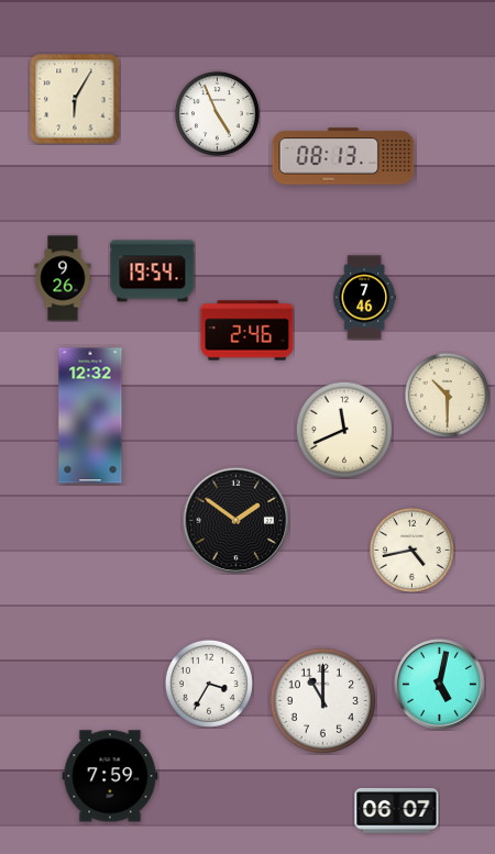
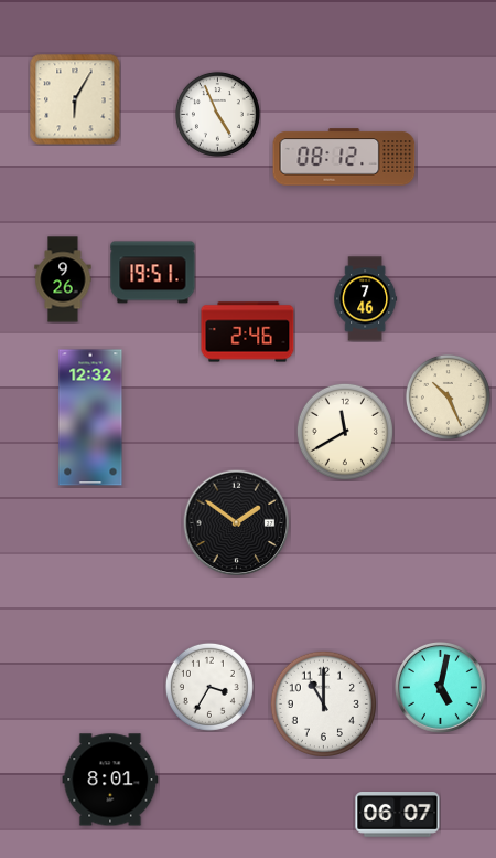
clock at (343, 156): 08:13 -> 08:12
clock at (153, 271): 19:54 -> 19:51
clock at (447, 395): 10:30 -> 10:26
clock at (344, 430): 11:41 -> 11:40
clock at (411, 550): 4:43 -> none
clock at (110, 776): 7:59 -> 8:01
